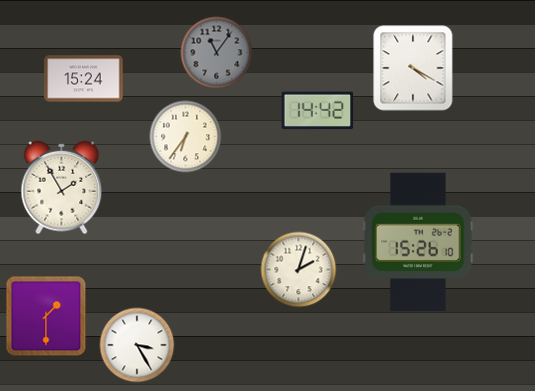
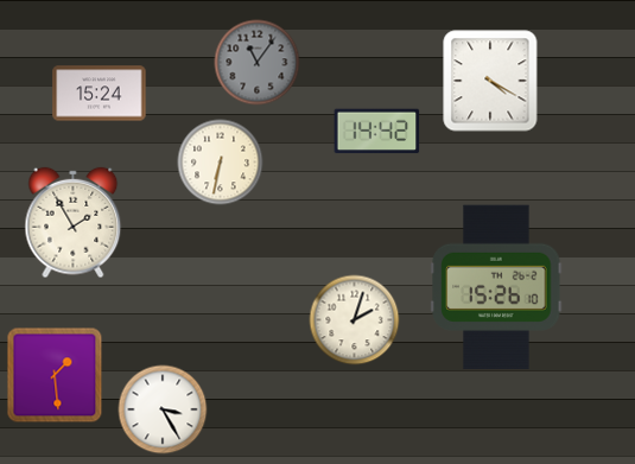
clock at (186, 137): 6:36 -> 6:32
clock at (46, 316): 1:30 -> 1:29
